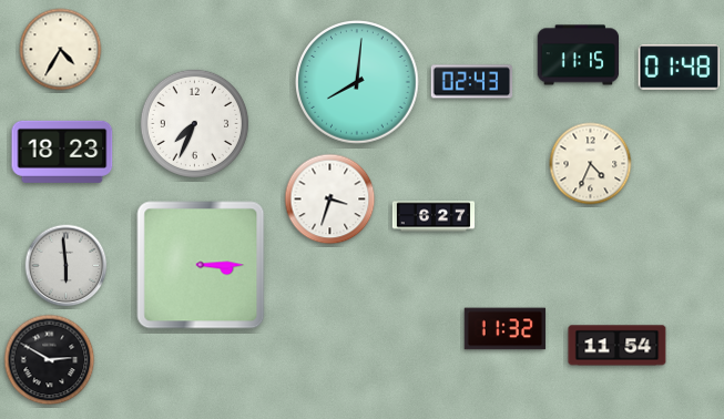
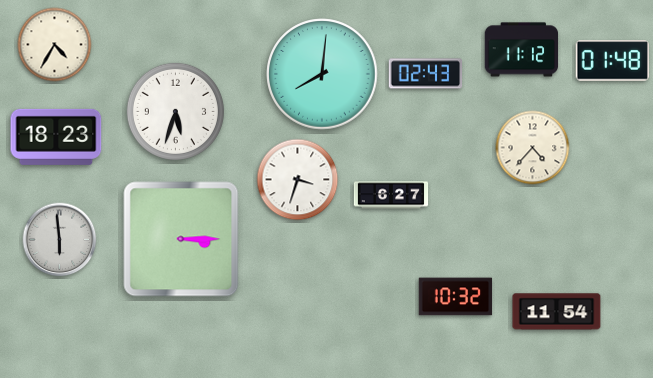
clock at (579, 55): 11:15 -> 11:12
clock at (194, 123): 7:34 -> 5:33
clock at (591, 164): 4:34 -> 4:37
clock at (506, 329): 11:32 -> 10:32
clock at (50, 360): 2:50 -> none
